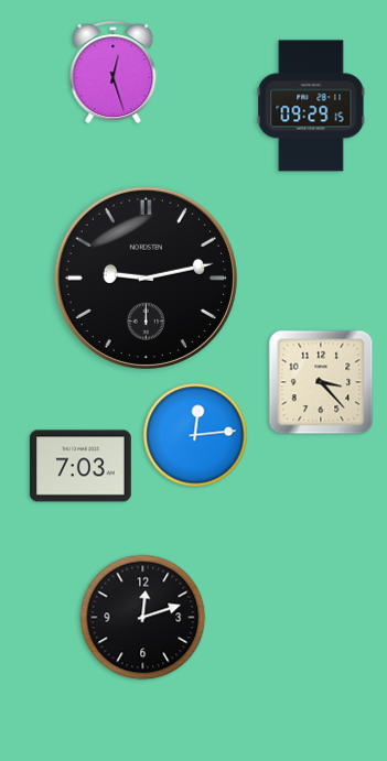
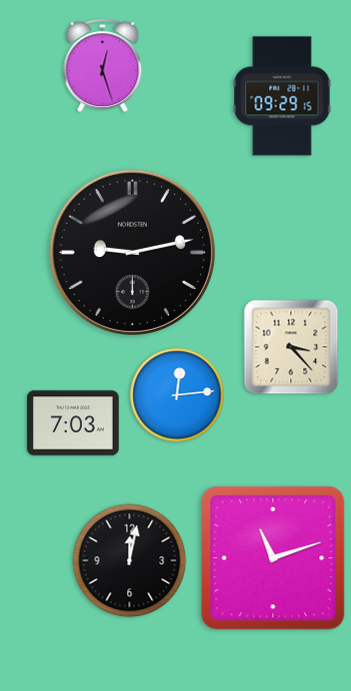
clock at (273, 558): none -> 11:12
clock at (143, 618): 12:12 -> 12:02
